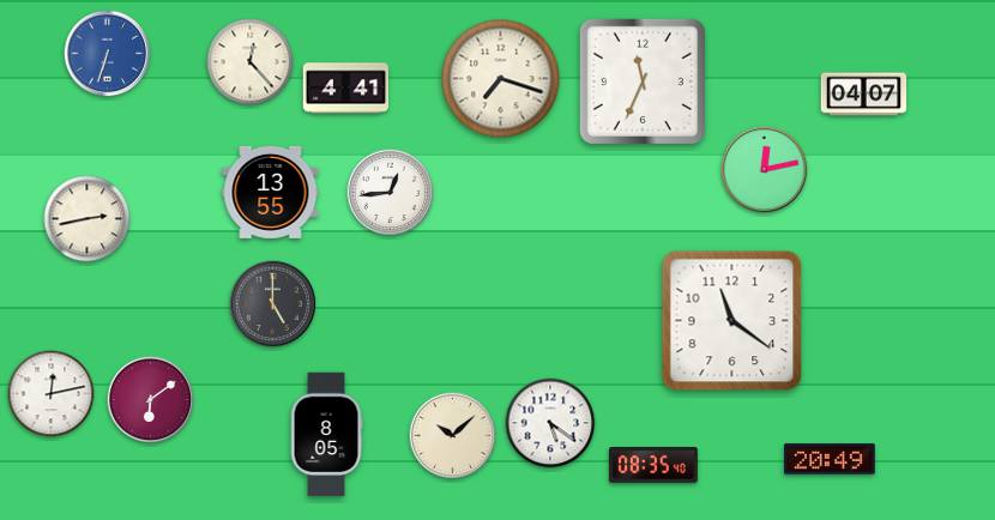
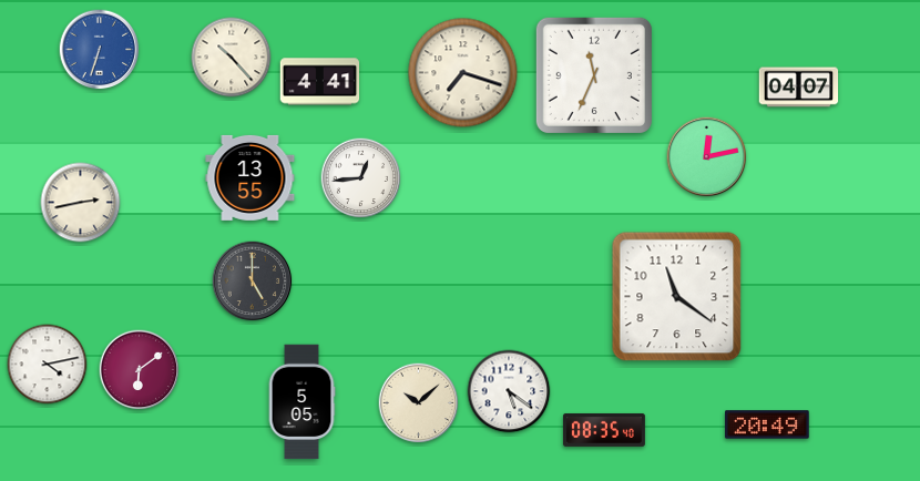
clock at (251, 62): 12:23 -> 10:23
clock at (52, 394): 12:13 -> 4:13
clock at (326, 435): 8:05 -> 5:05
